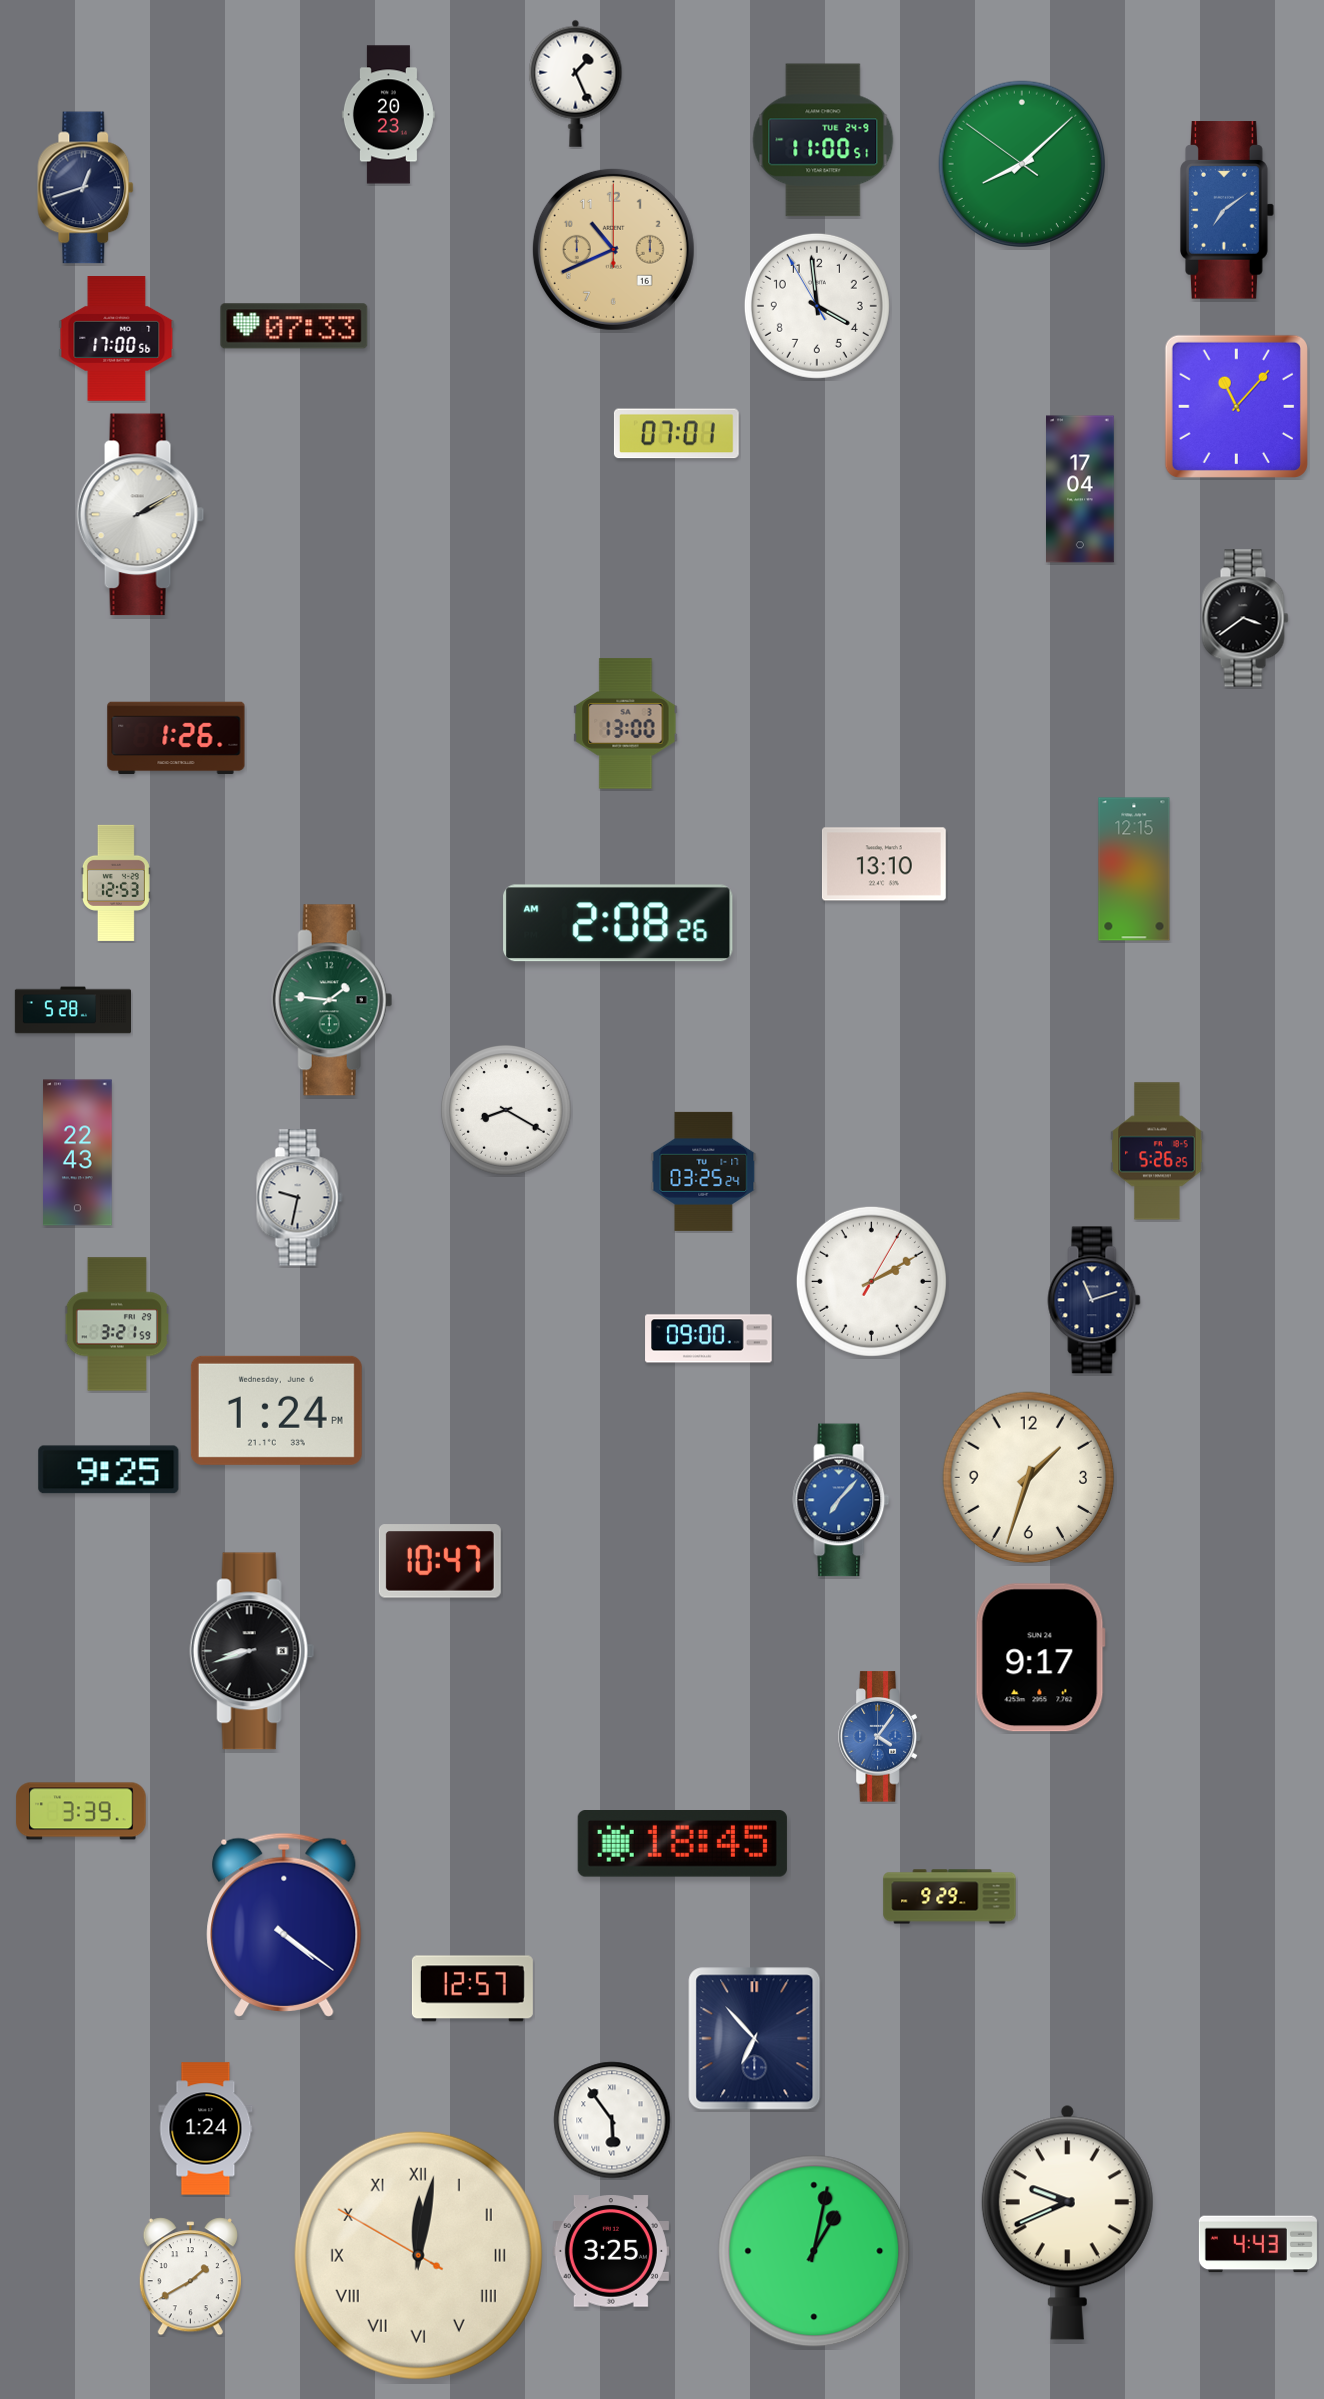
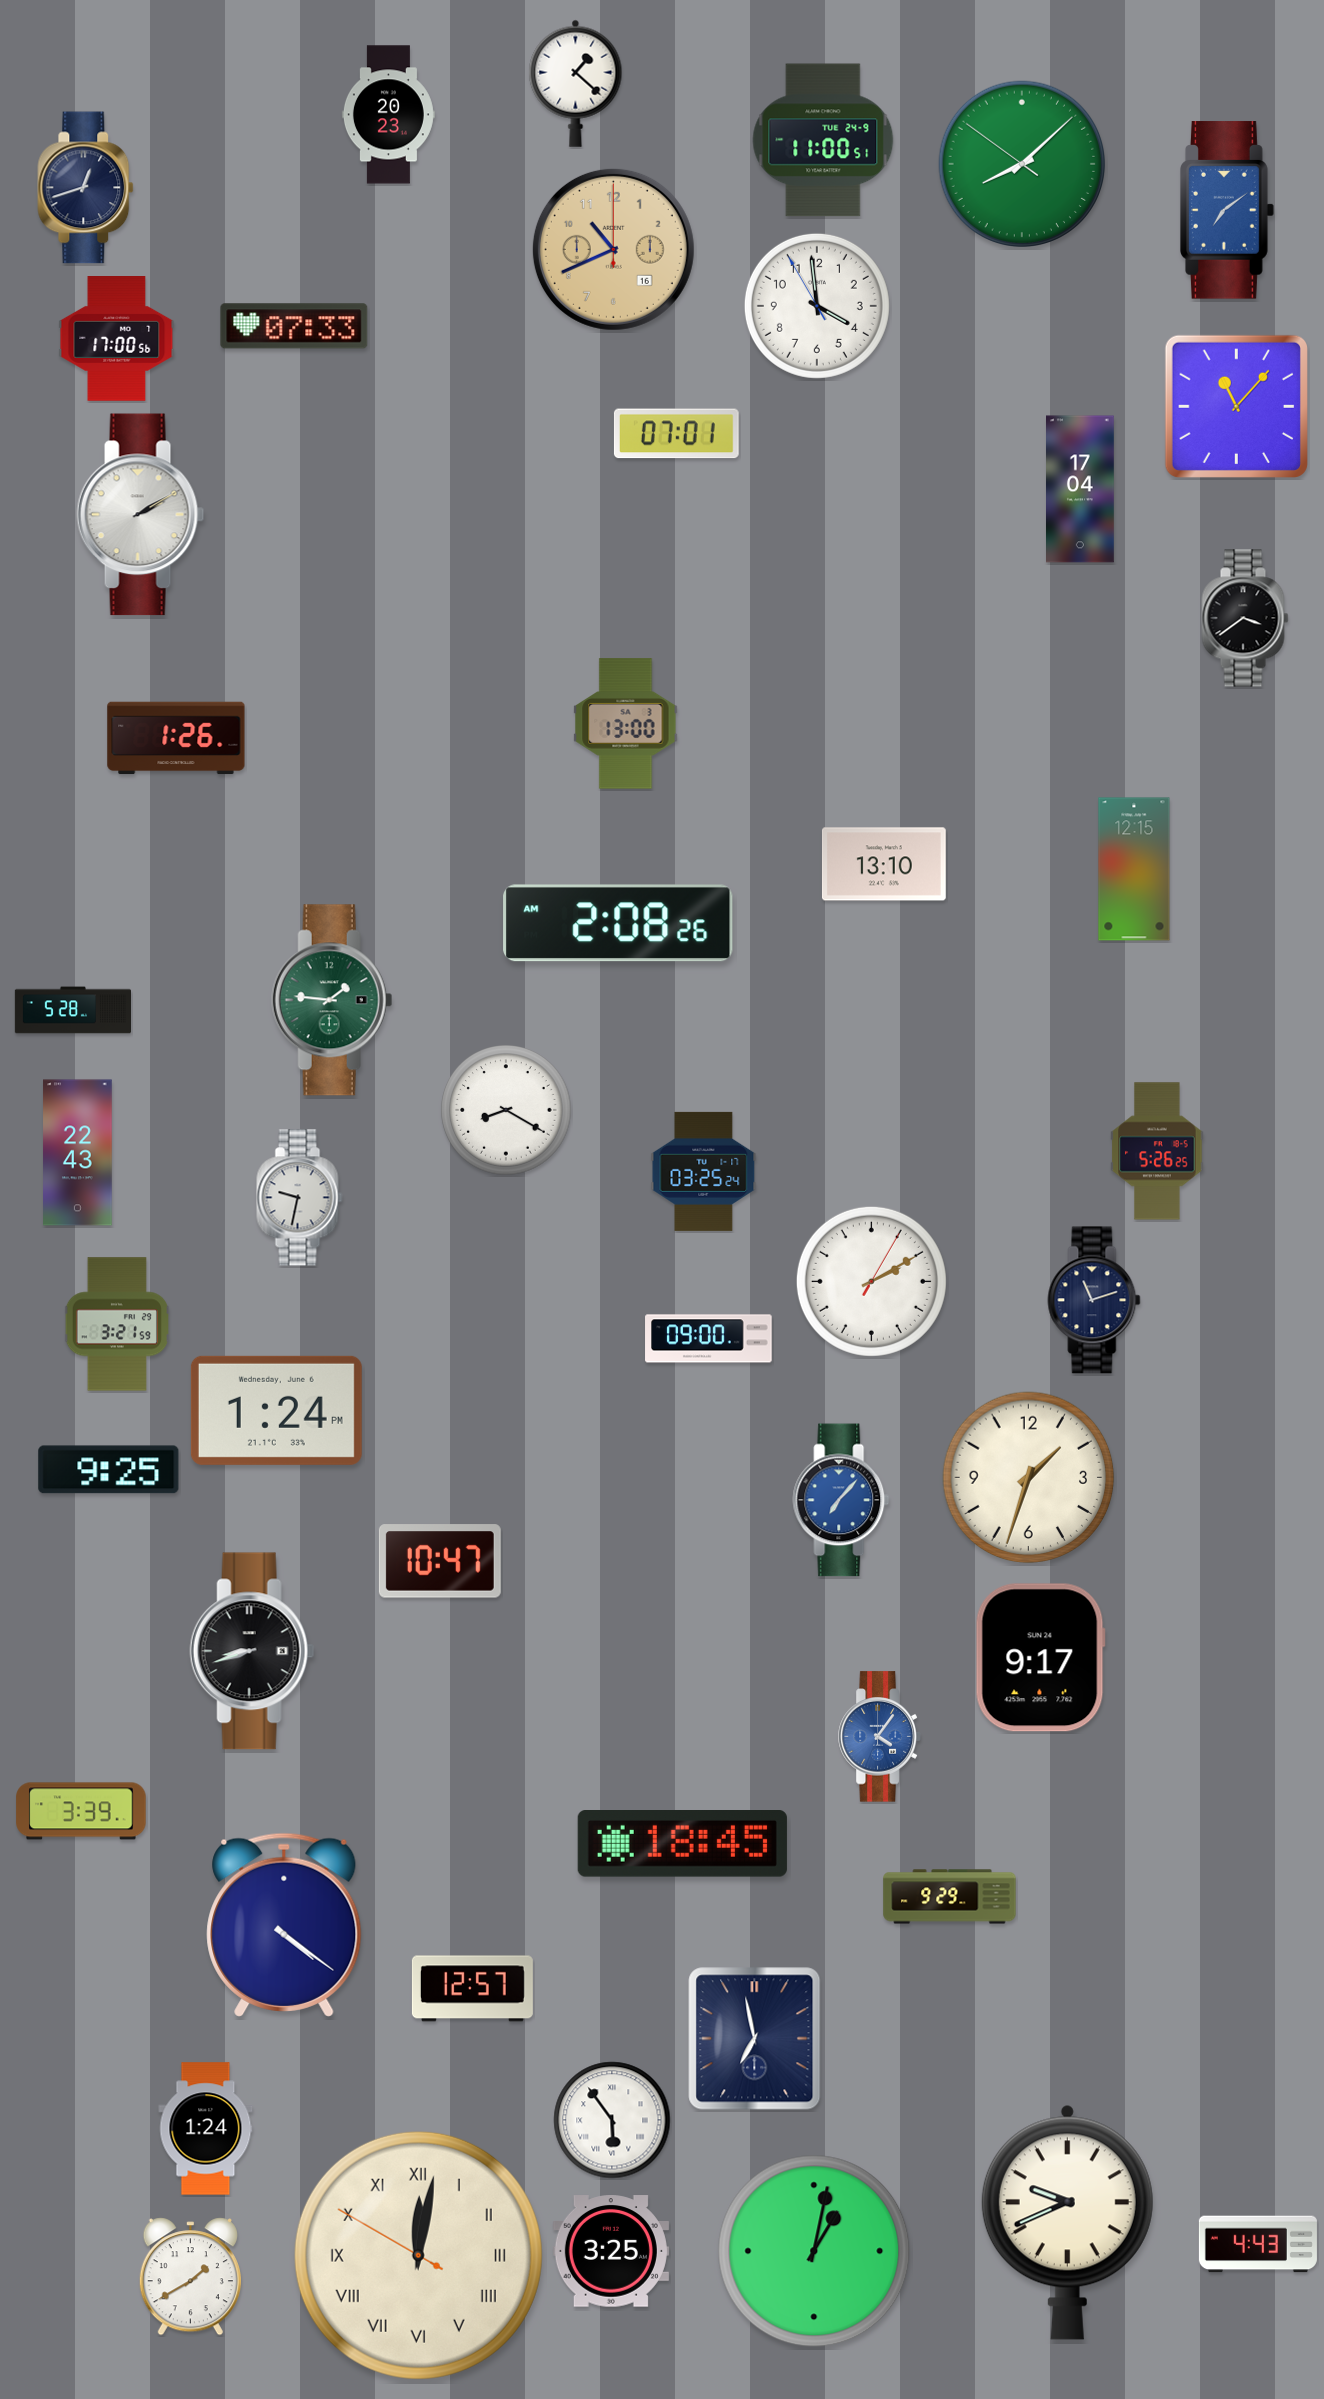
clock at (576, 83): 1:26 -> 1:22
clock at (116, 883): 12:53 -> none
clock at (755, 2039): 6:53 -> 6:58
